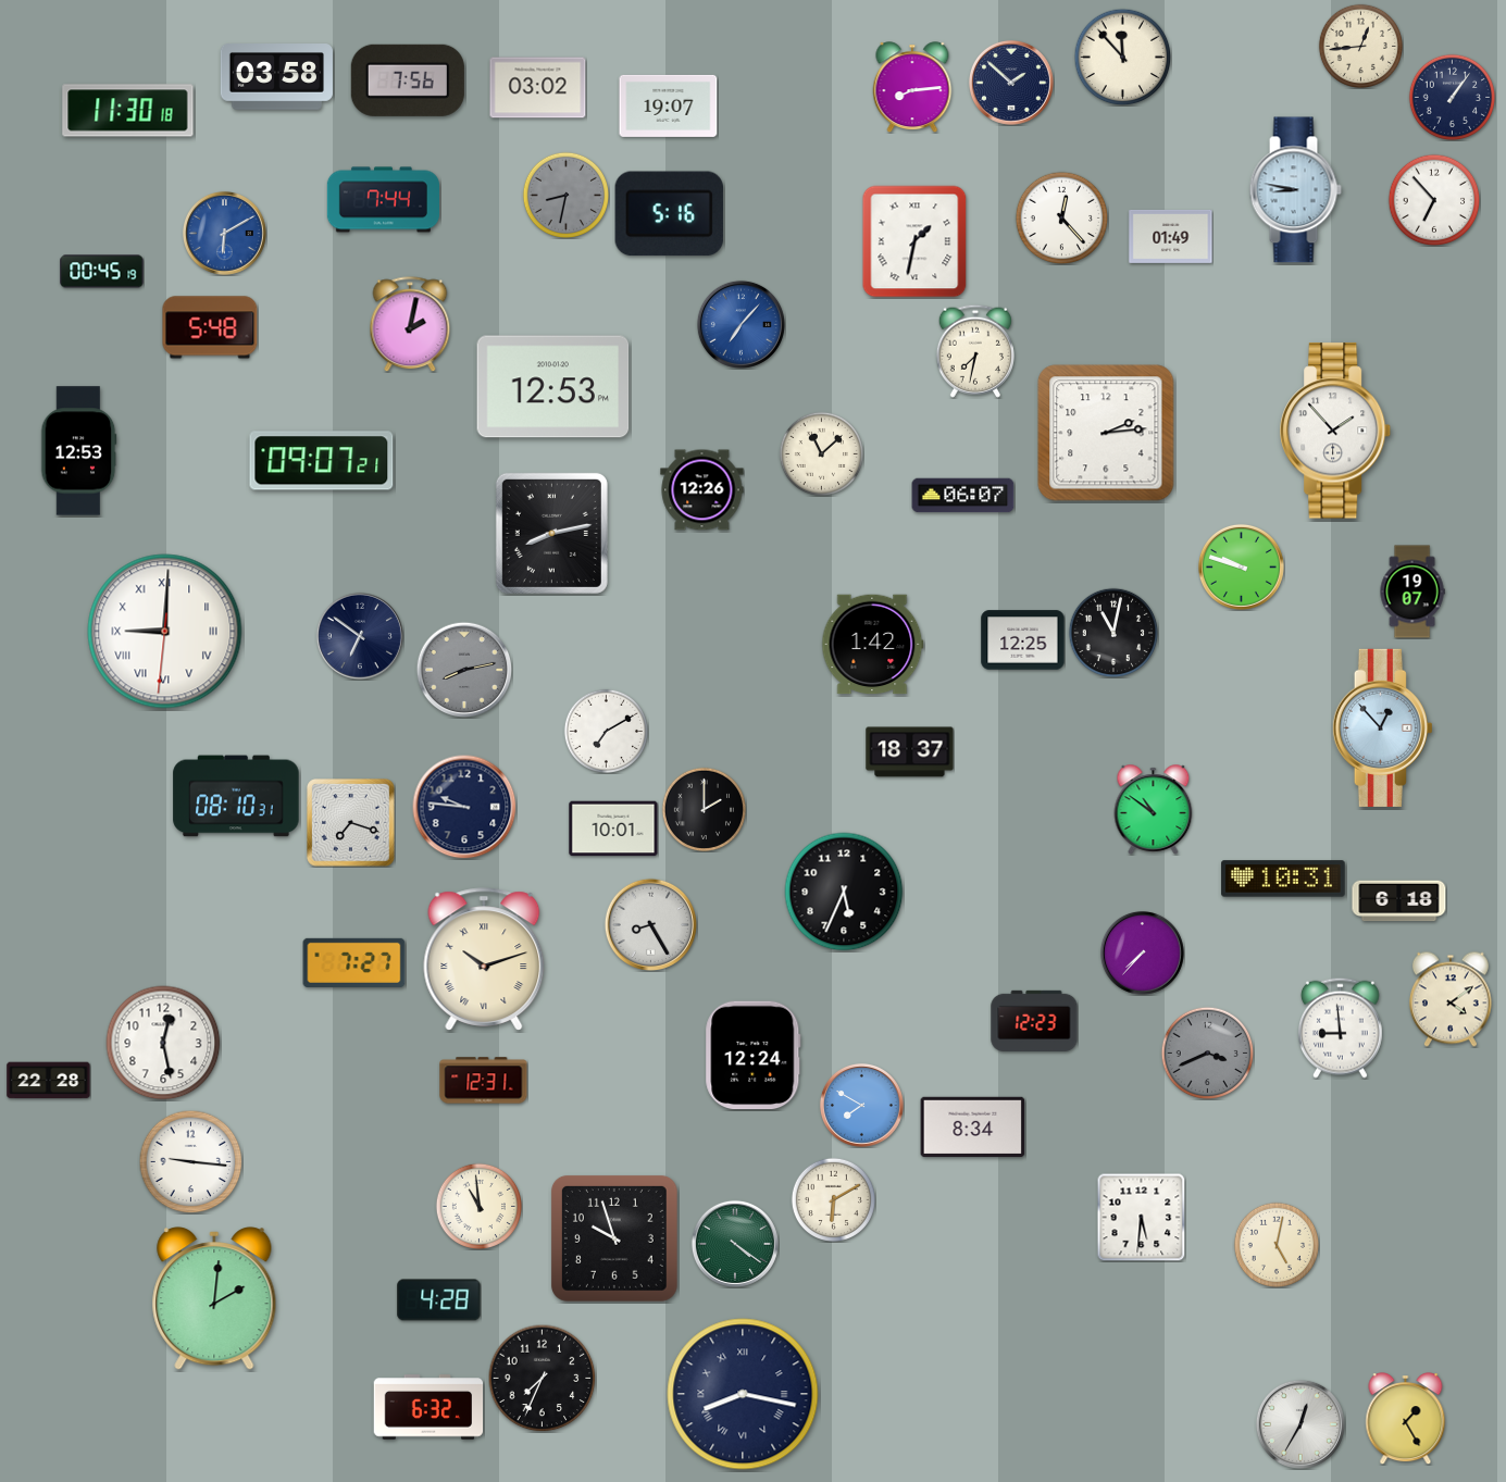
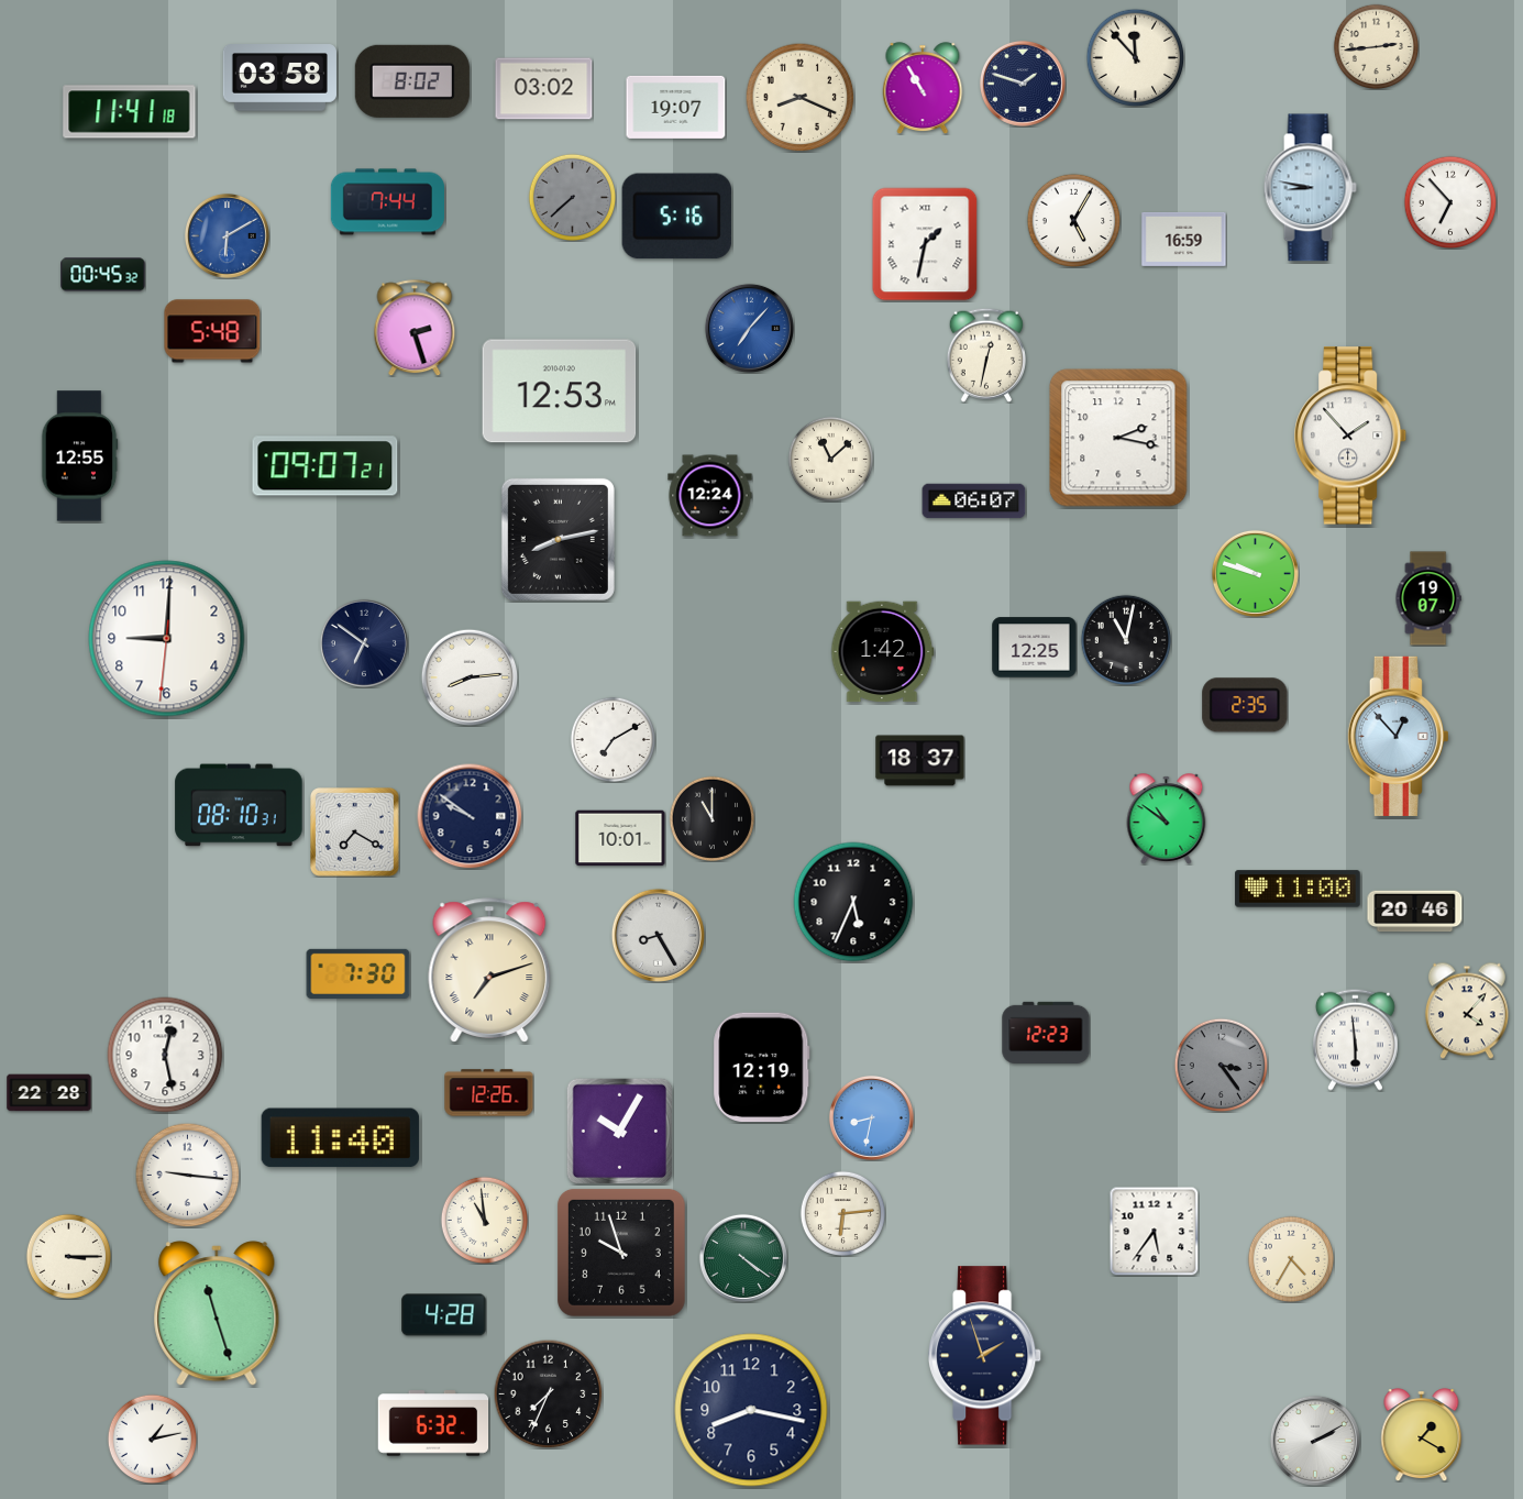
clock at (1360, 46): 12:44 -> 2:44
clock at (408, 80): 7:56 -> 8:02
clock at (1011, 83): 1:52 -> 1:48
clock at (912, 87): 8:14 -> 10:55
clock at (801, 98): none -> 8:19
clock at (1452, 97): 1:06 -> none
clock at (128, 111): 11:30 -> 11:41
clock at (1295, 190) position: (1295, 190) -> (1310, 188)
clock at (565, 195): 8:32 -> 7:38
clock at (1061, 217): 12:23 -> 5:05
clock at (1171, 236): 01:49 -> 16:59
clock at (102, 272): 00:45:19 -> 00:45:32
clock at (410, 324): 2:02 -> 2:27
clock at (975, 351): 7:32 -> 12:32
clock at (1106, 433): 2:14 -> 2:17
clock at (79, 451): 12:53 -> 12:55
clock at (702, 490): 12:26 -> 12:24
clock at (165, 632) numerals: Roman -> Arabic
clock at (464, 670): 8:13 -> 8:14
clock at (464, 670) dial: grey -> white
clock at (1245, 705): none -> 2:35
clock at (464, 807): 9:46 -> 9:51
clock at (704, 809): 2:00 -> 11:00
clock at (351, 823): 7:18 -> 7:20
clock at (1283, 879): 10:31 -> 11:00
clock at (1399, 901): 6:18 -> 20:46
clock at (1142, 952): 7:37 -> none
clock at (484, 959): 10:12 -> 7:12
clock at (354, 962): 7:27 -> 7:30
clock at (1451, 999): 4:09 -> 4:07
clock at (1340, 1028): 8:59 -> 5:59
clock at (1207, 1053): 3:41 -> 3:24
clock at (754, 1056): 12:24 -> 12:19
clock at (484, 1081): 12:31 -> 12:26
clock at (861, 1105): 7:50 -> 8:32
clock at (619, 1131): none -> 10:05
clock at (340, 1138): none -> 11:40
clock at (973, 1128): 8:34 -> none
clock at (190, 1161) position: (190, 1161) -> (187, 1175)
clock at (833, 1199): 6:10 -> 6:14
clock at (1141, 1217): 5:31 -> 5:36
clock at (68, 1256): none -> 3:15
clock at (1275, 1244): 5:02 -> 4:35
clock at (214, 1298): 2:01 -> 11:27
clock at (986, 1356): none -> 1:57
clock at (743, 1394) numerals: Roman -> Arabic
clock at (1406, 1419): 1:25 -> 1:20
clock at (152, 1439): none -> 1:13
clock at (1300, 1424): 12:35 -> 2:10
